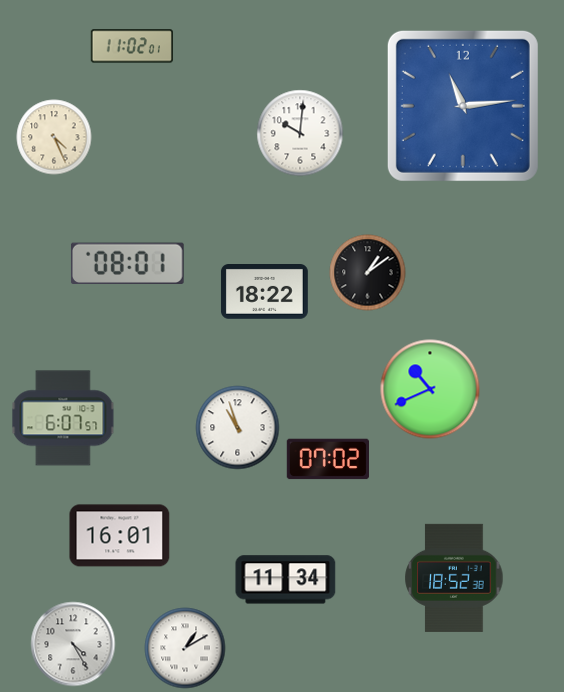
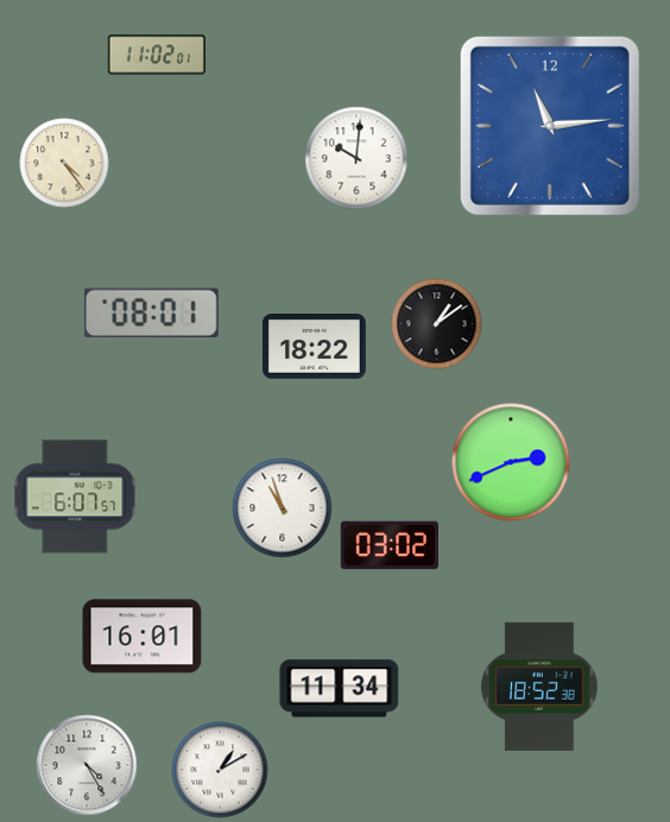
clock at (54, 137): 4:26 -> 4:24
clock at (430, 389): 10:41 -> 2:41
clock at (327, 459): 07:02 -> 03:02
